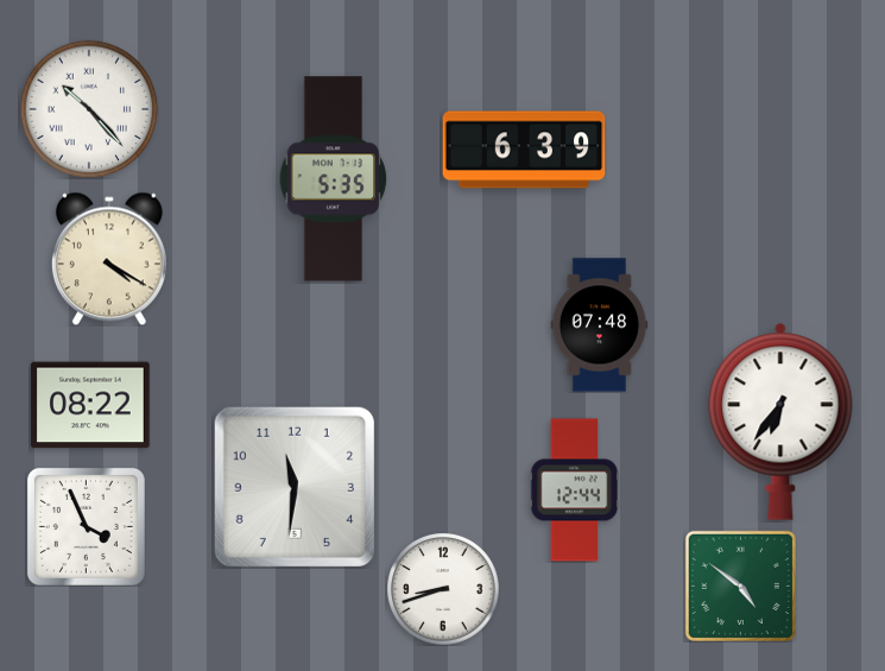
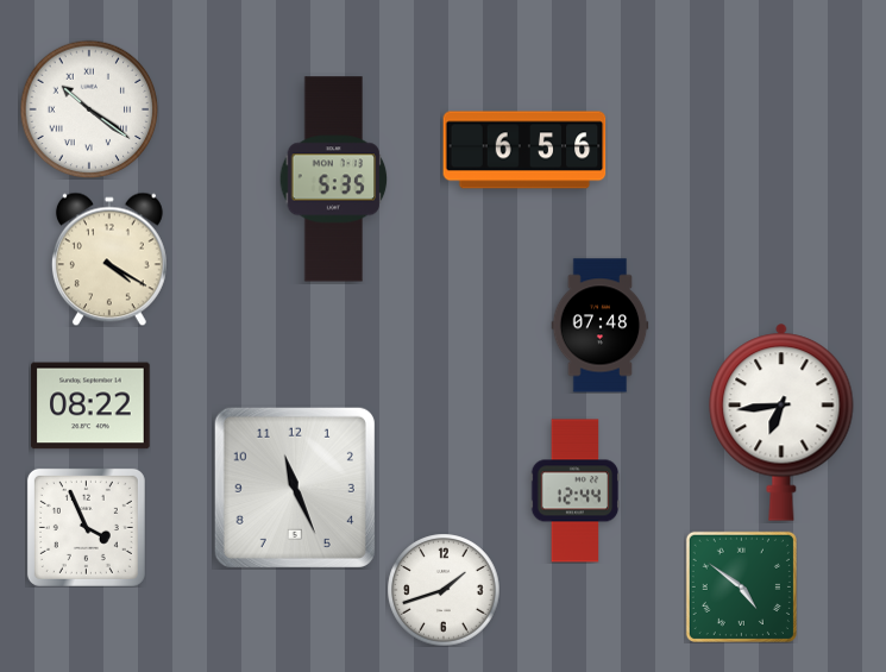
clock at (89, 109): 10:23 -> 10:21
clock at (524, 150): 6:39 -> 6:56
clock at (780, 422): 6:36 -> 6:44
clock at (295, 487): 11:31 -> 11:26
clock at (443, 589): 8:42 -> 1:42
